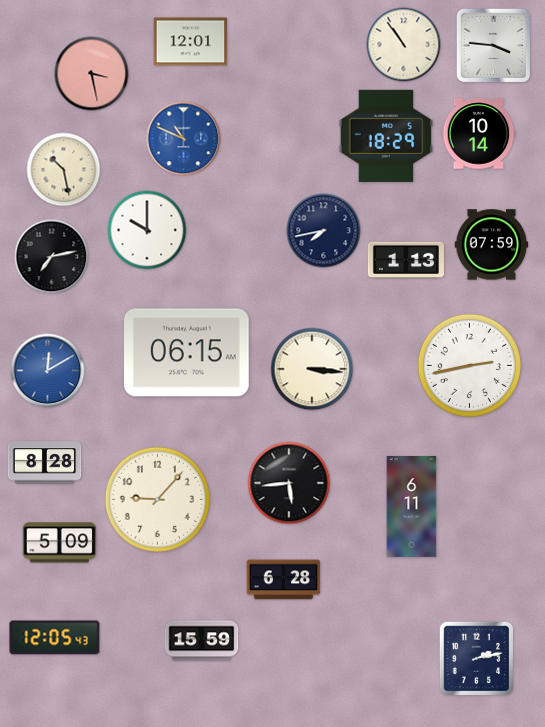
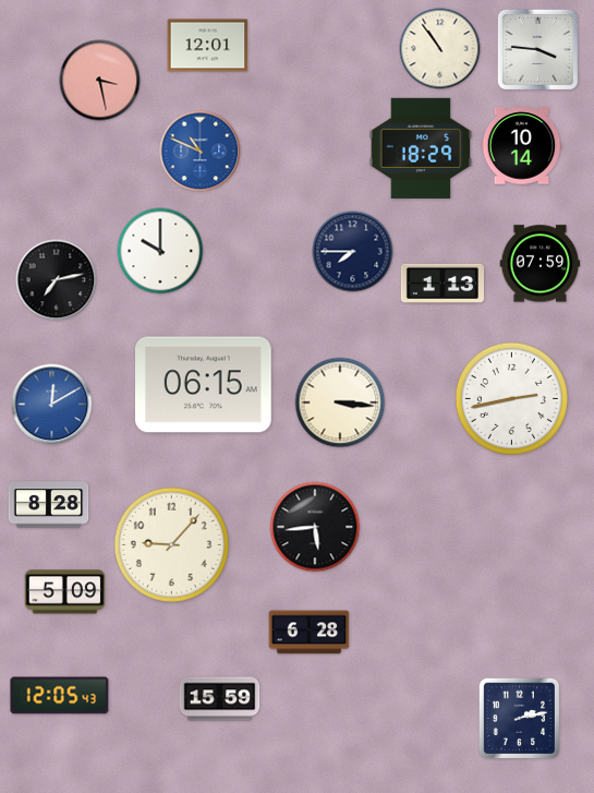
clock at (64, 170): 10:28 -> none
clock at (324, 231): 7:43 -> 7:45
clock at (492, 245) position: (492, 245) -> (541, 264)
clock at (412, 506): 6:11 -> none
